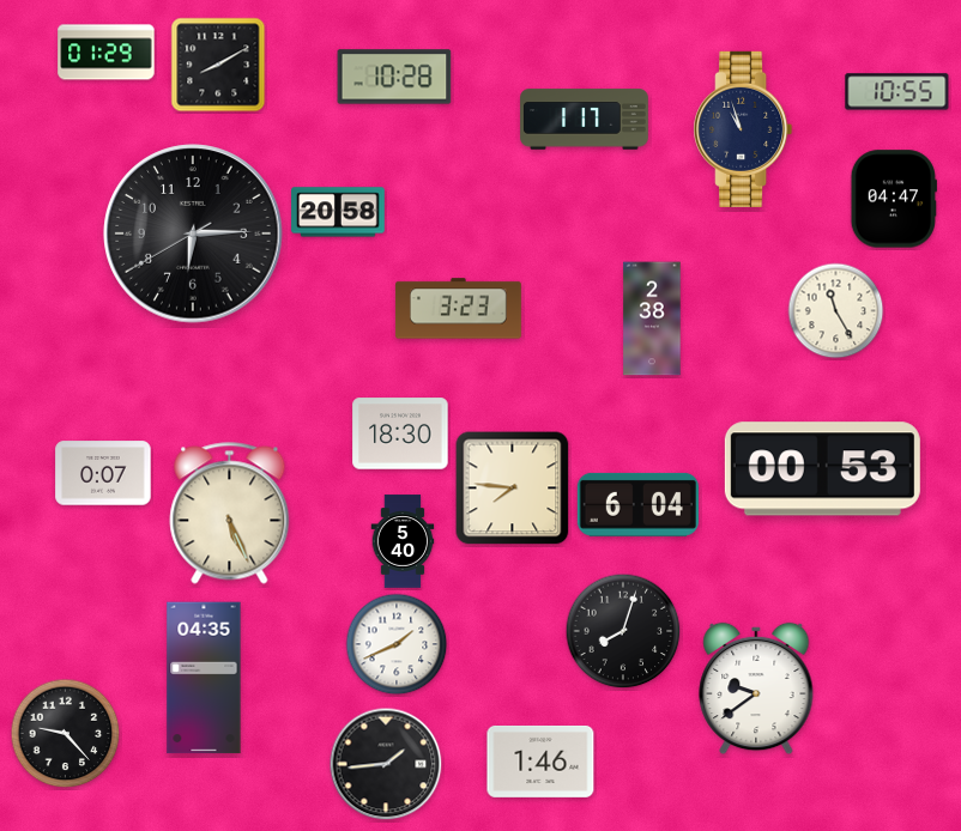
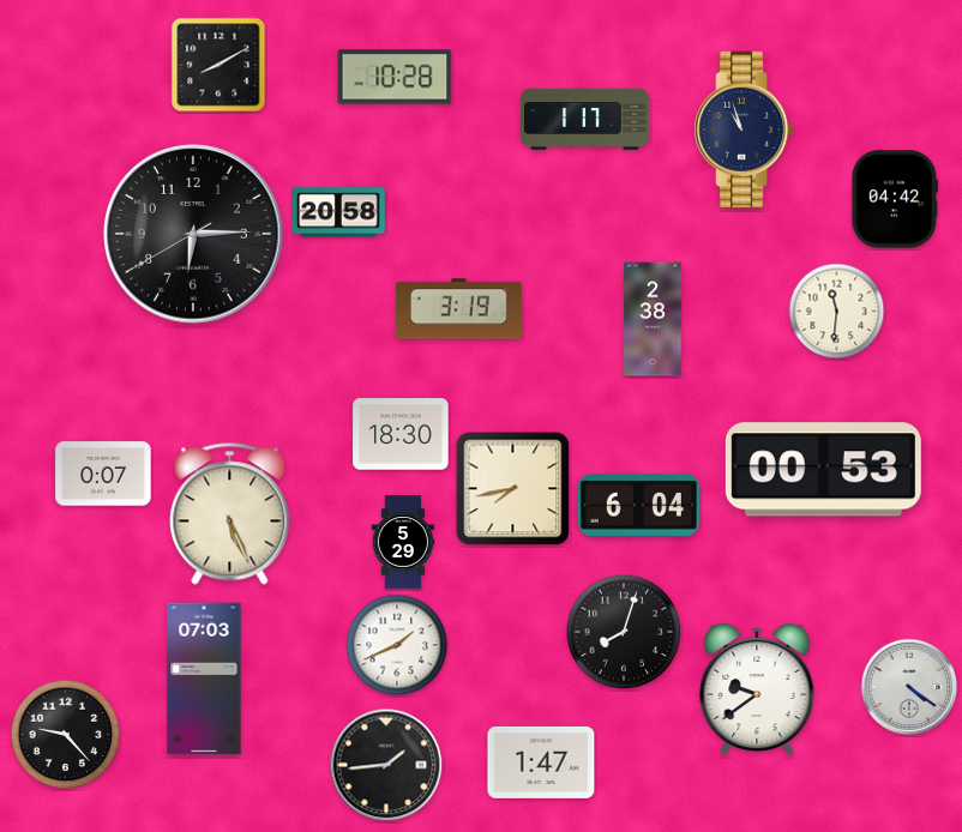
clock at (107, 53): 01:29 -> none
clock at (897, 92): 10:55 -> none
clock at (894, 199): 04:47 -> 04:42
clock at (458, 309): 3:23 -> 3:19
clock at (836, 311): 11:25 -> 11:31
clock at (513, 489): 7:46 -> 7:43
clock at (403, 541): 5:40 -> 5:29
clock at (204, 678): 04:35 -> 07:03
clock at (909, 687): none -> 4:21
clock at (540, 762): 1:46 -> 1:47
